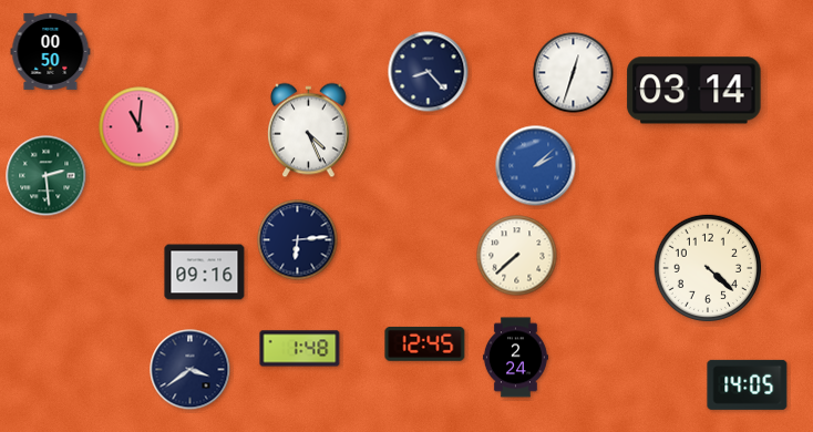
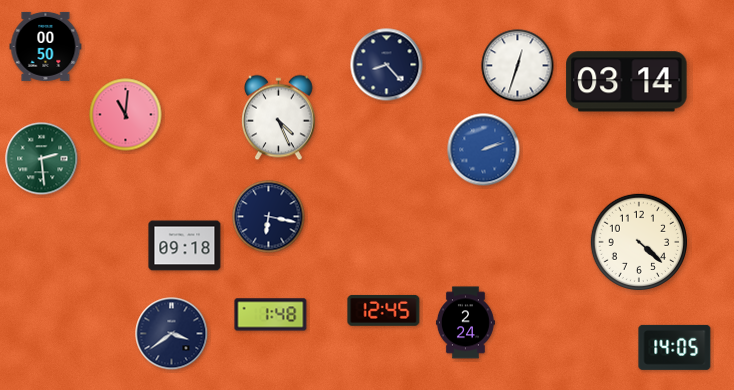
clock at (536, 166): 2:08 -> 2:12
clock at (298, 240): 6:14 -> 6:17
clock at (517, 256): 7:38 -> none
clock at (205, 272): 09:16 -> 09:18
